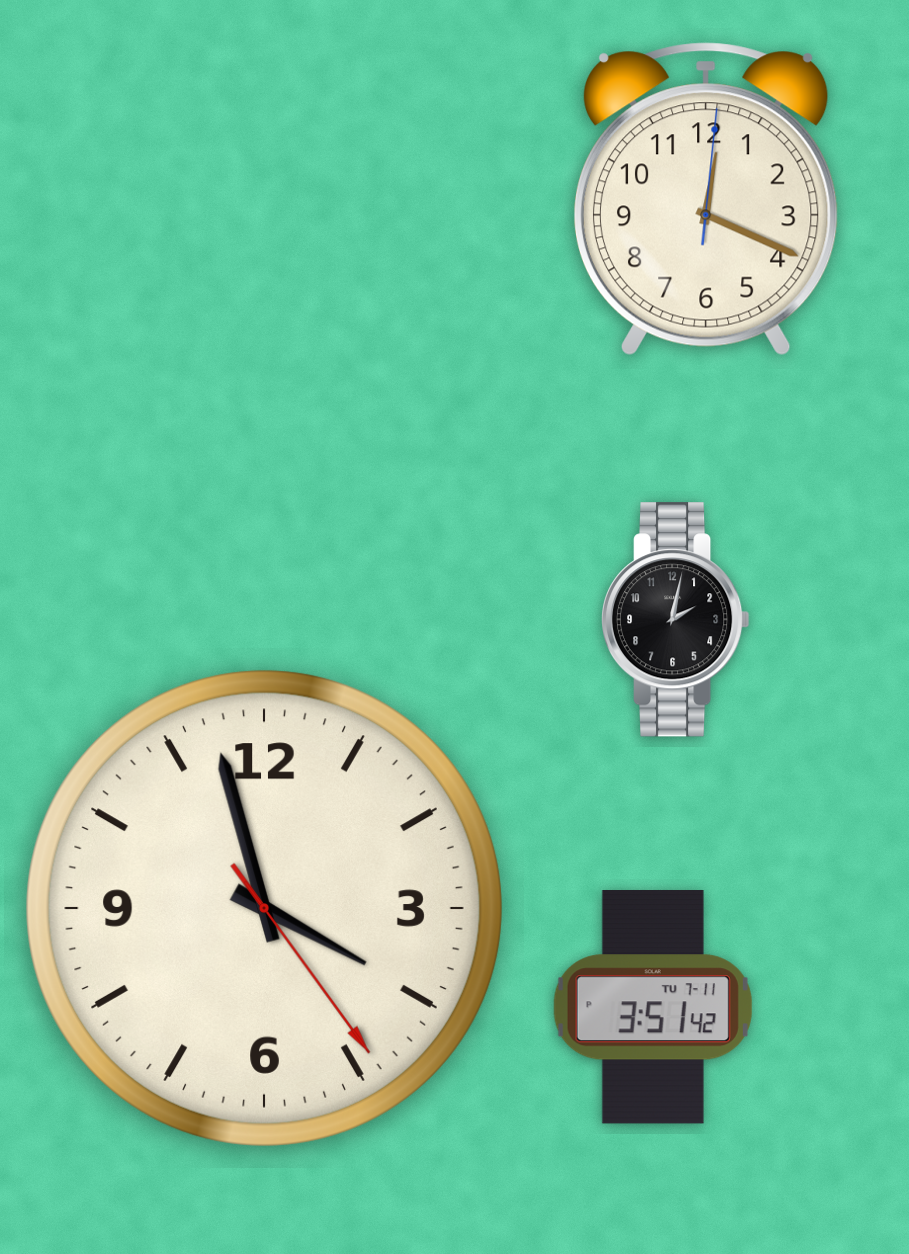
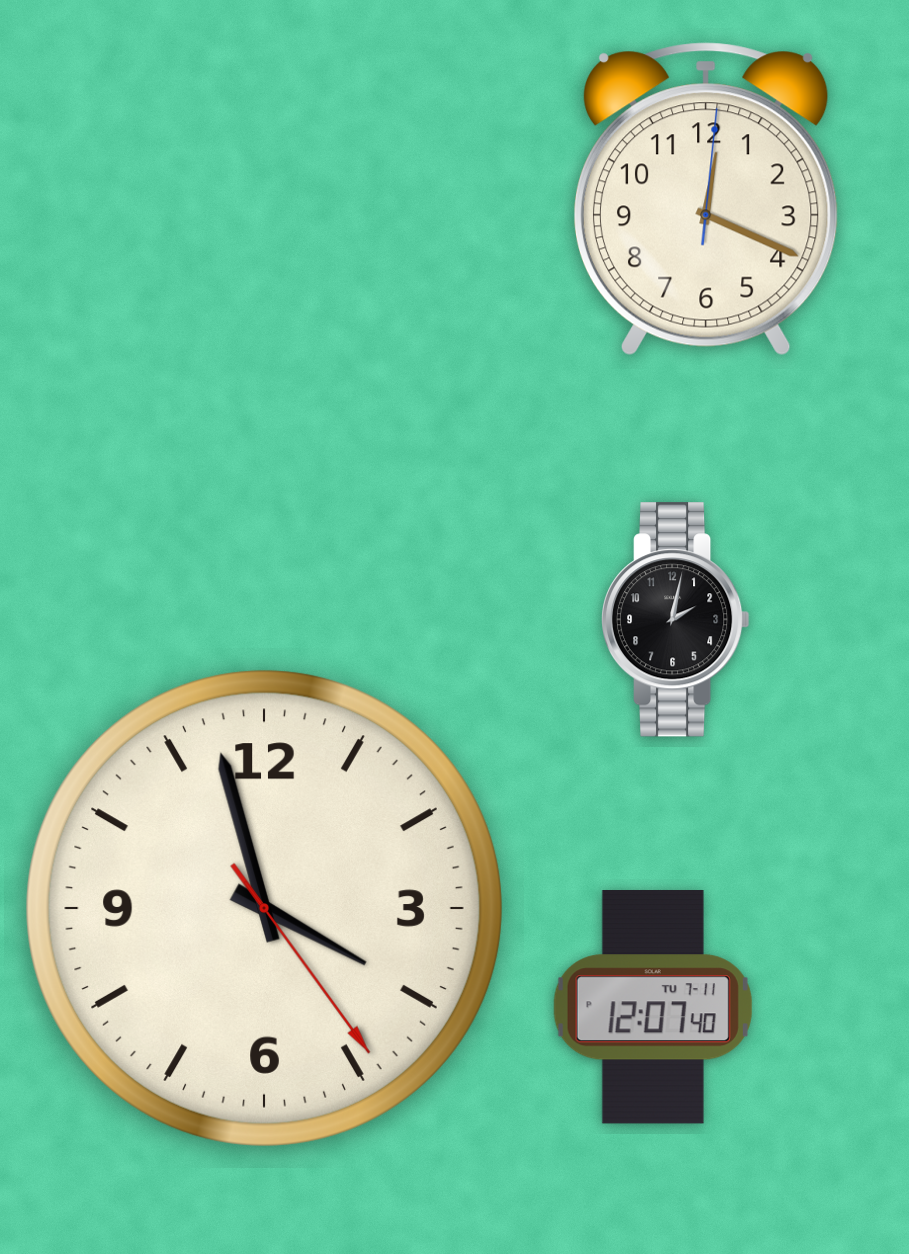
clock at (653, 1007): 3:51 -> 12:07
